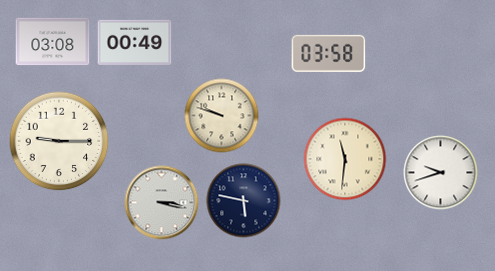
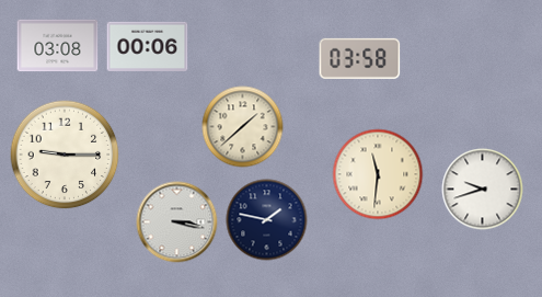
clock at (135, 42): 00:49 -> 00:06
clock at (222, 116): 9:48 -> 1:38
clock at (244, 201): 5:47 -> 1:47
